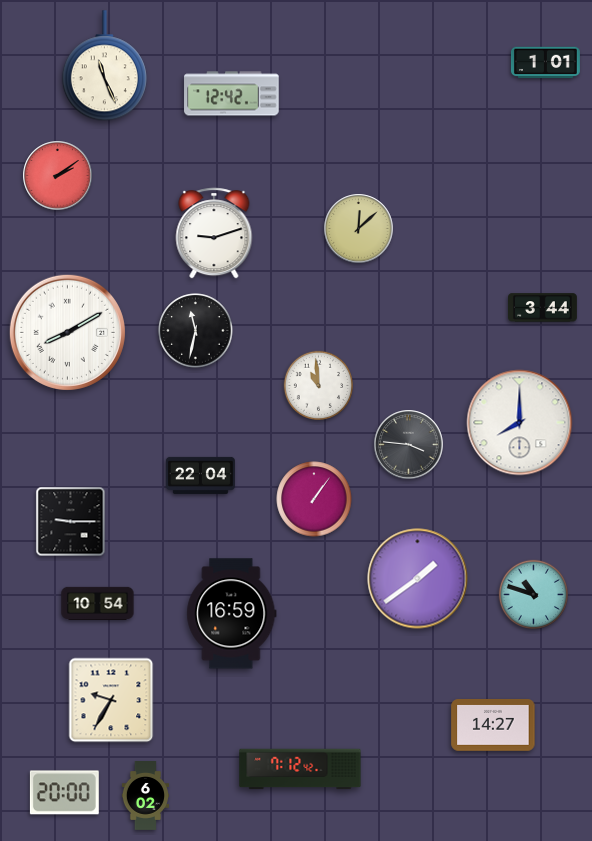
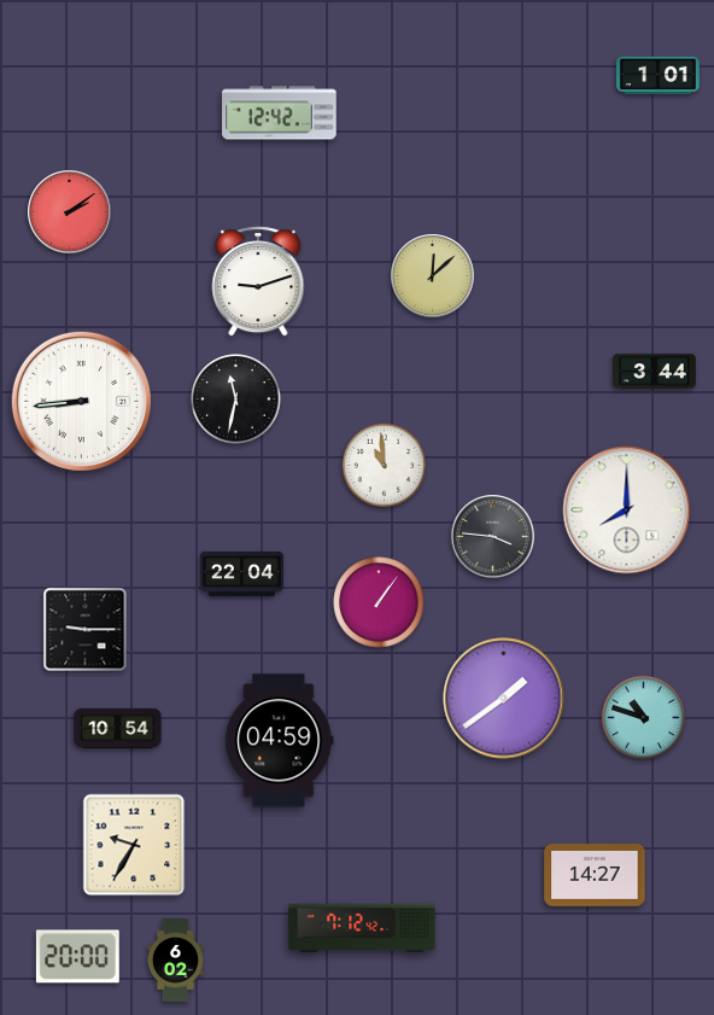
clock at (104, 66): 11:26 -> none
clock at (67, 332): 8:10 -> 8:44
clock at (232, 614): 16:59 -> 04:59
